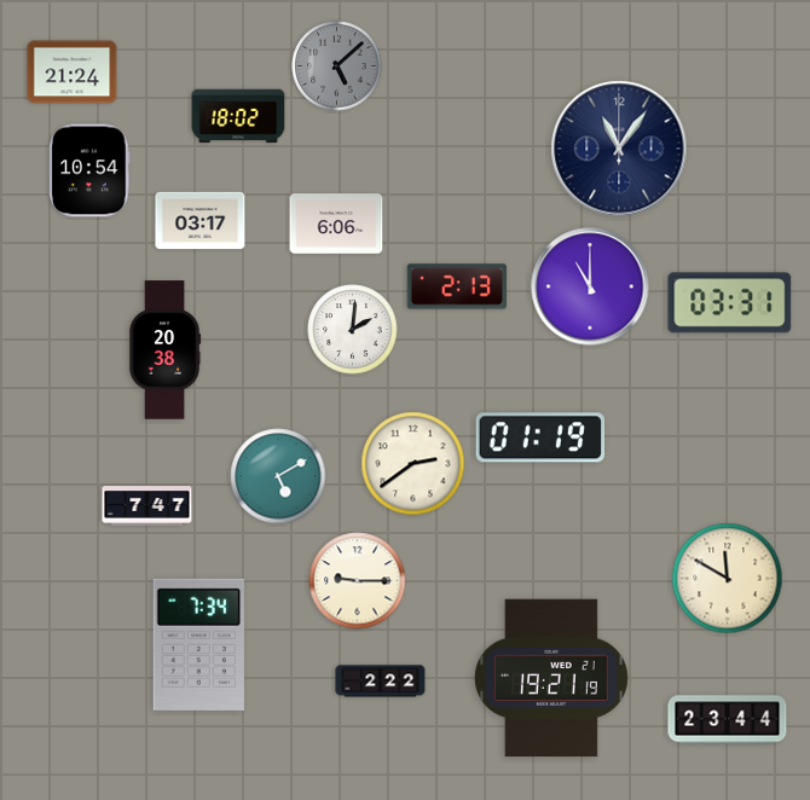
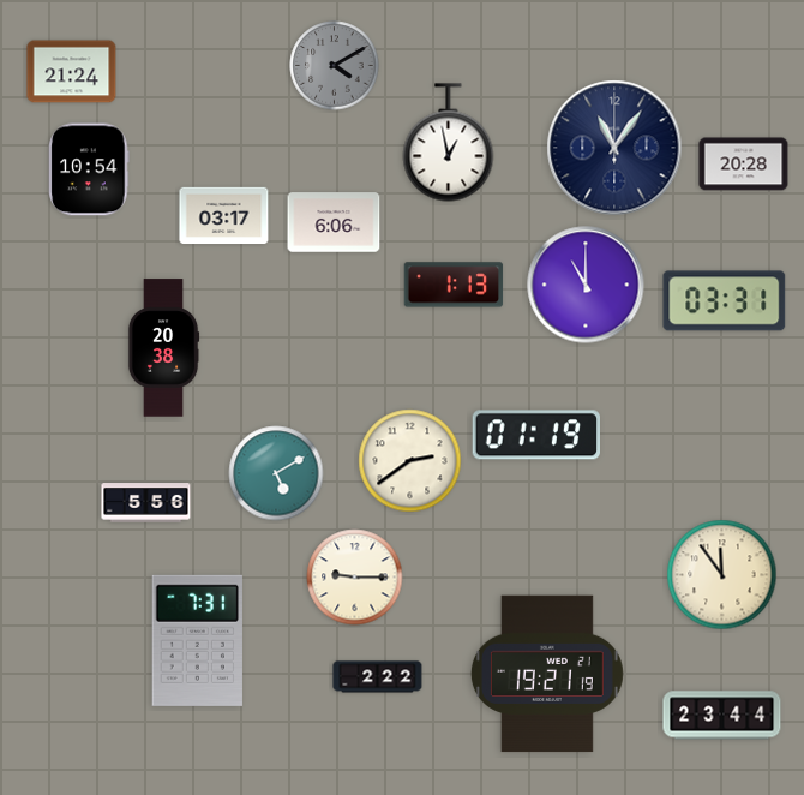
clock at (337, 66): 5:08 -> 4:10
clock at (238, 116): 18:02 -> none
clock at (449, 143): none -> 12:58
clock at (744, 165): none -> 20:28
clock at (201, 221) position: (201, 221) -> (224, 216)
clock at (457, 286): 2:13 -> 1:13
clock at (353, 330): 2:01 -> none
clock at (147, 506): 7:47 -> 5:56
clock at (728, 579): 11:50 -> 11:54
clock at (198, 644): 7:34 -> 7:31
